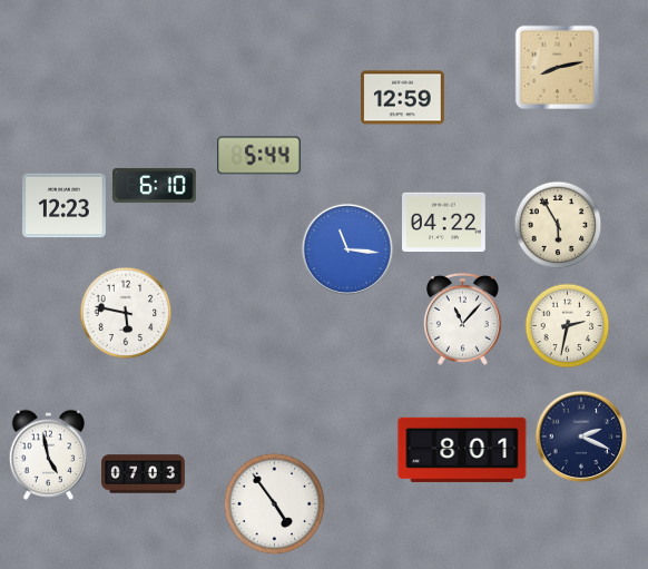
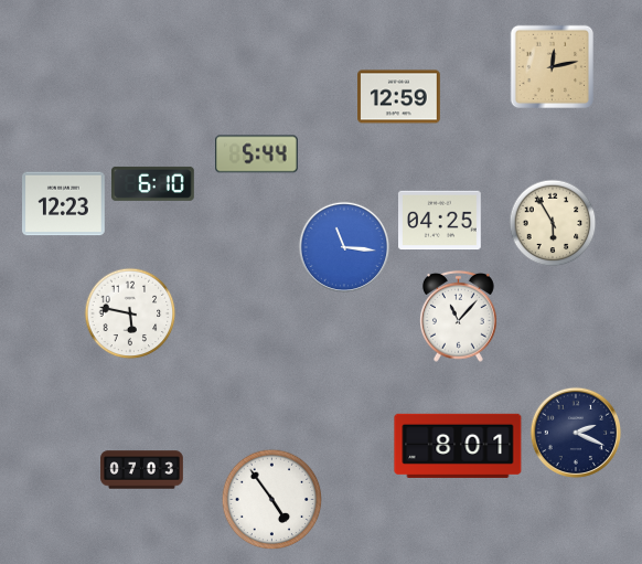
clock at (558, 68): 8:13 -> 12:13
clock at (444, 223): 04:22 -> 04:25
clock at (126, 313) position: (126, 313) -> (130, 313)
clock at (568, 326): 2:32 -> none
clock at (48, 454): 4:58 -> none
